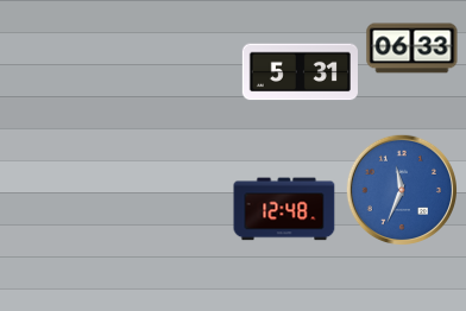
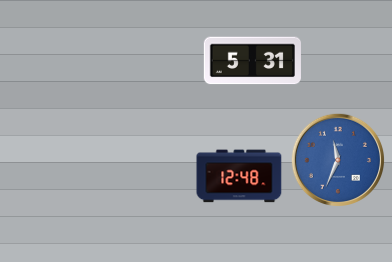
clock at (413, 49): 06:33 -> none
